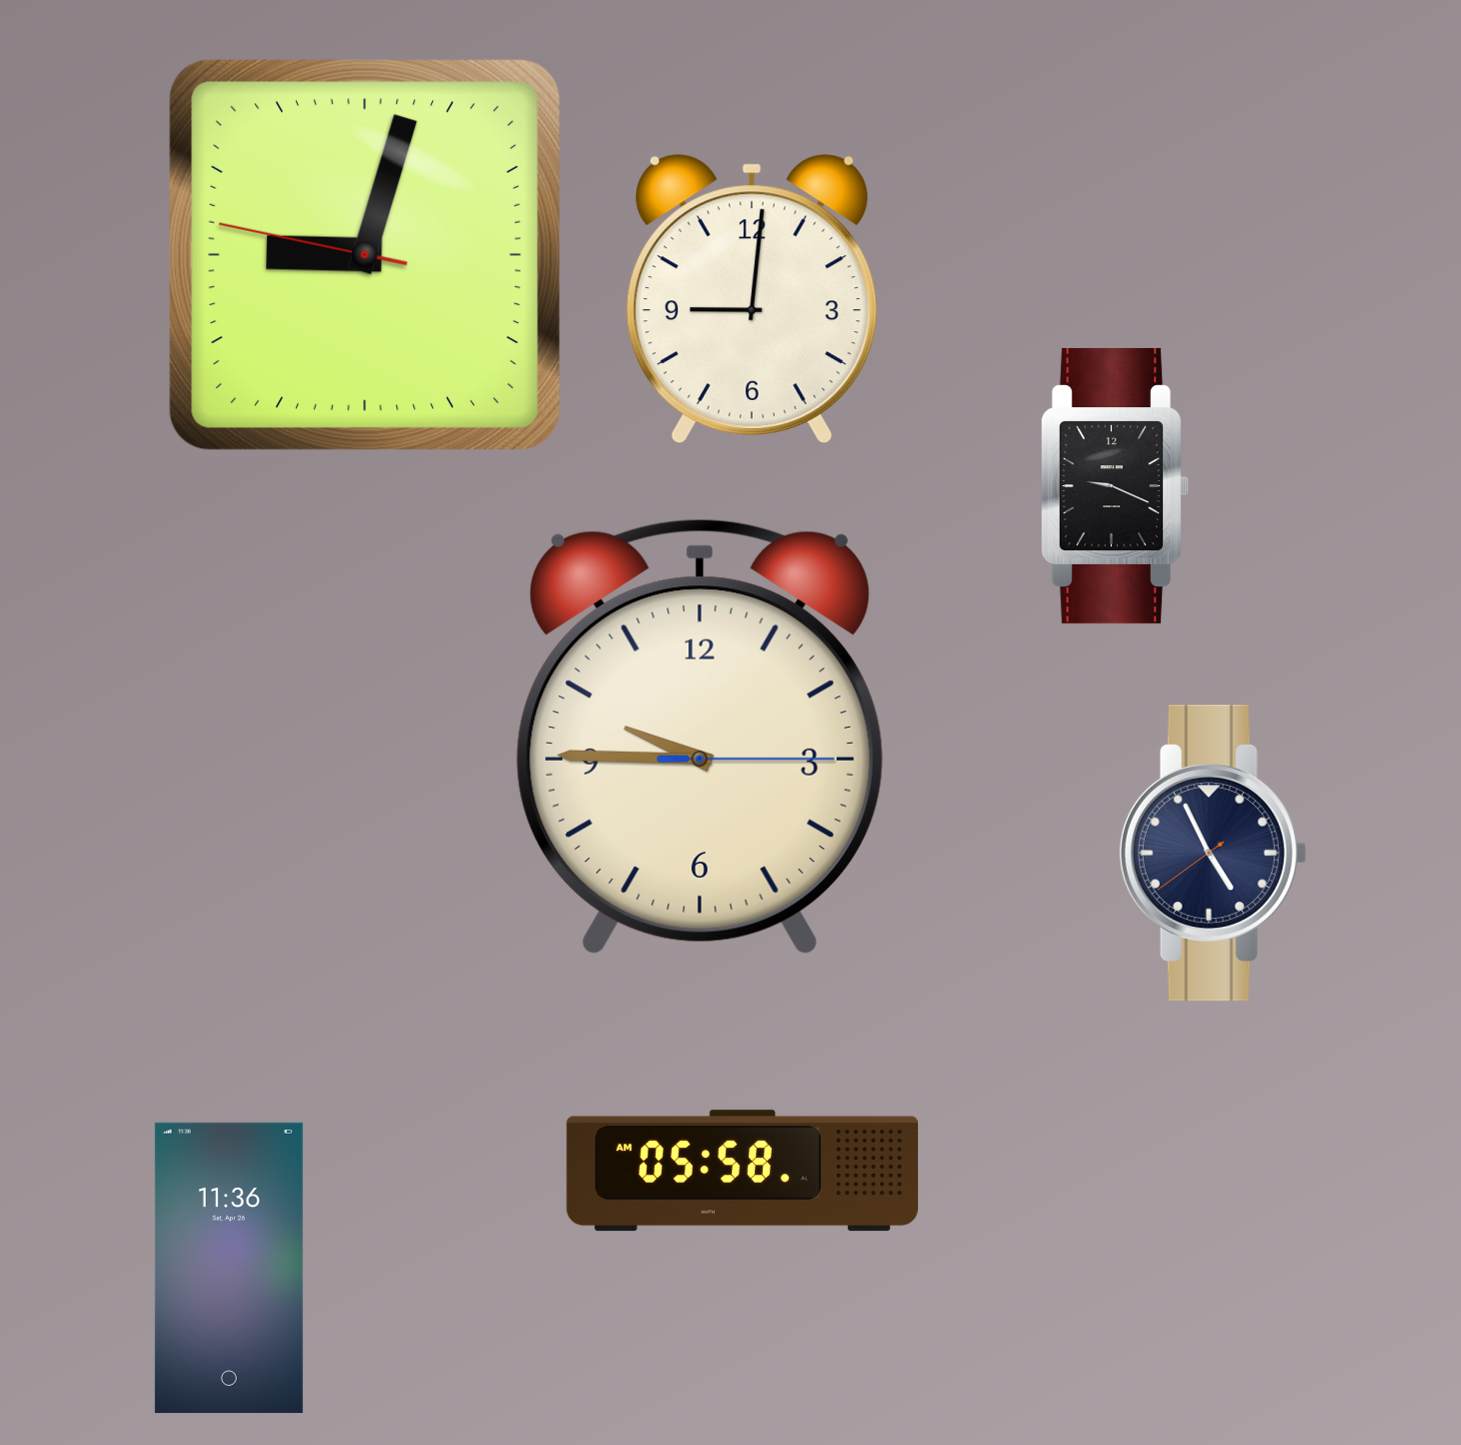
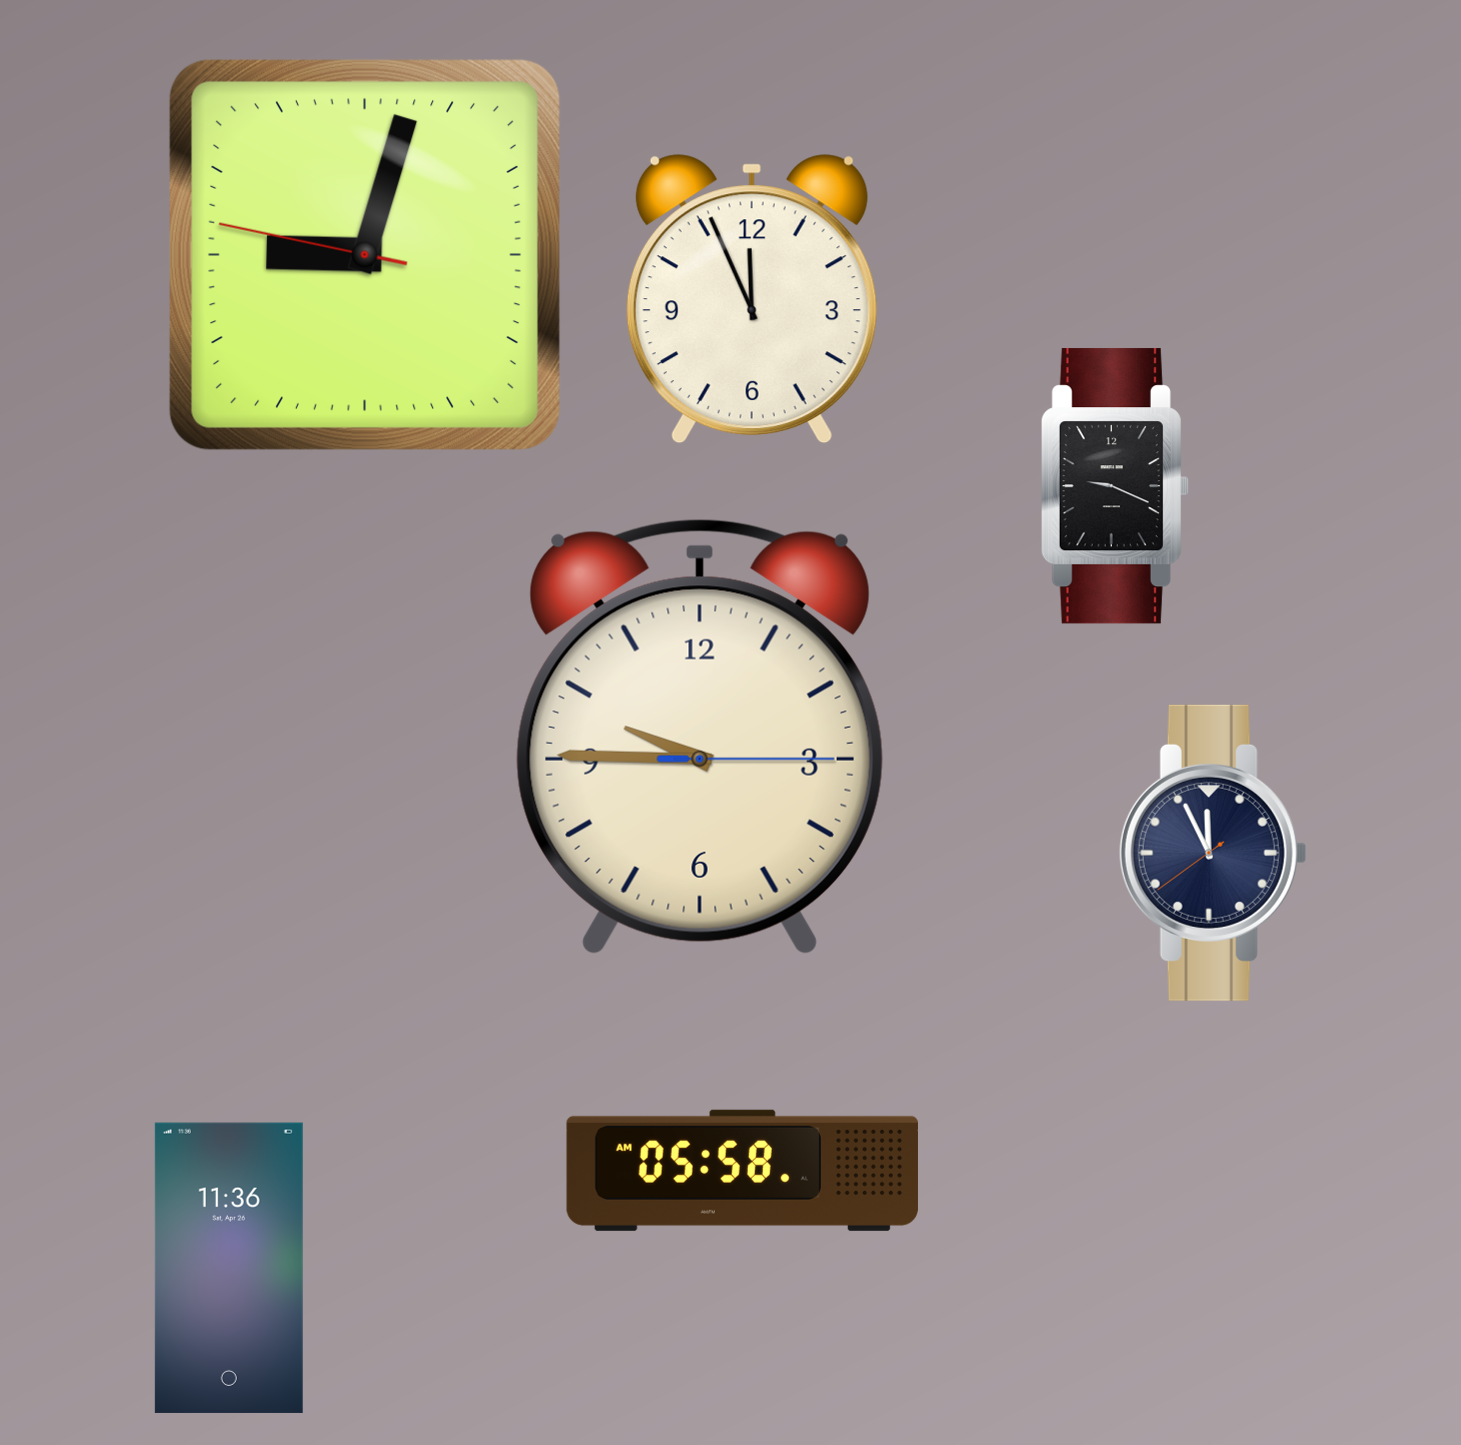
clock at (752, 299): 9:01 -> 11:56
clock at (1213, 853): 4:55 -> 11:55
